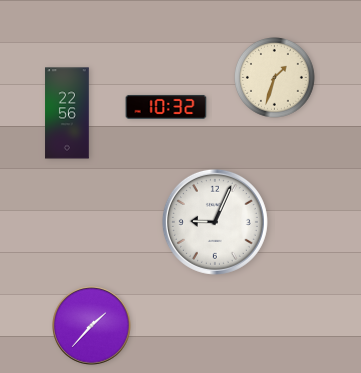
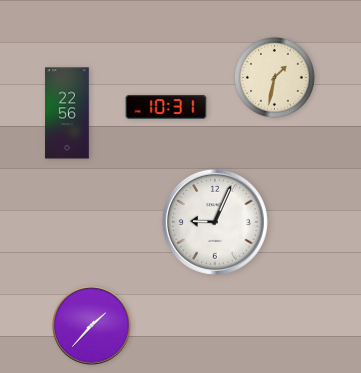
clock at (275, 78): 1:33 -> 1:32
clock at (166, 107): 10:32 -> 10:31
